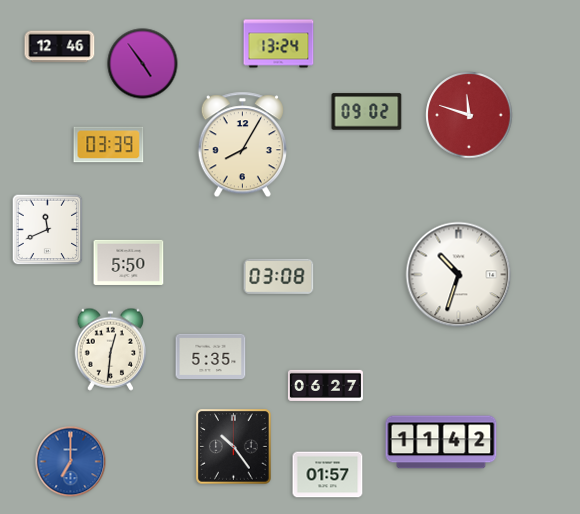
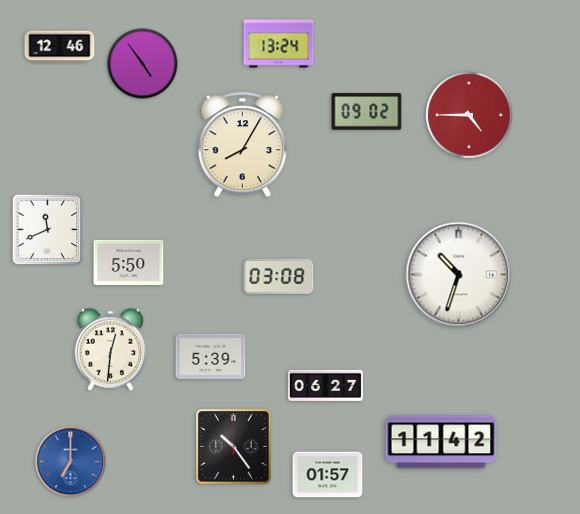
clock at (469, 115): 11:48 -> 4:45
clock at (109, 145): 03:39 -> none
clock at (211, 356): 5:35 -> 5:39
